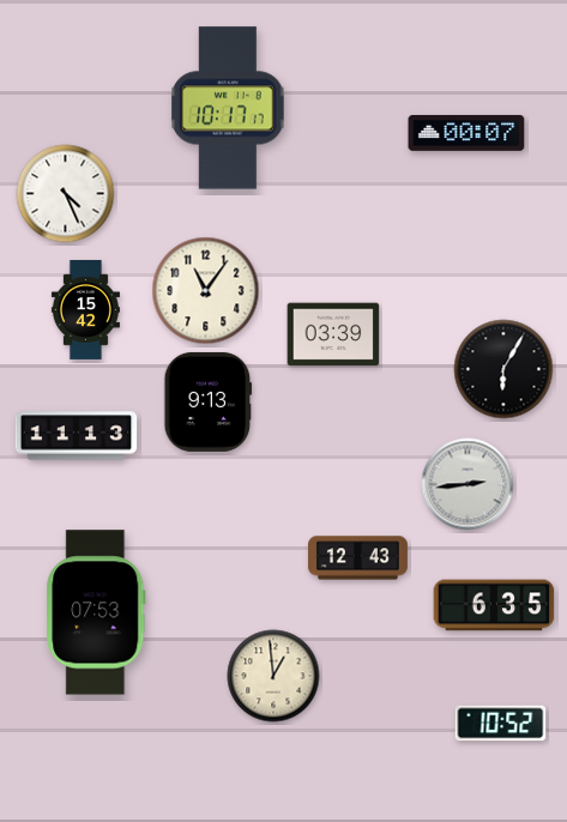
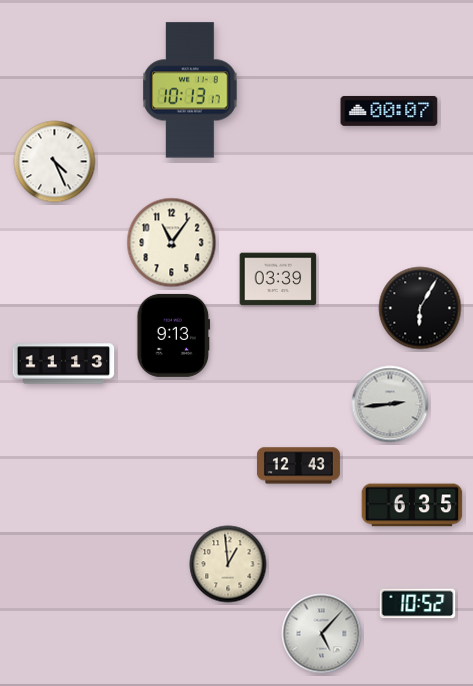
clock at (228, 108): 10:17 -> 10:13
clock at (85, 309): 15:42 -> none
clock at (96, 612): 07:53 -> none
clock at (322, 634): none -> 5:07
